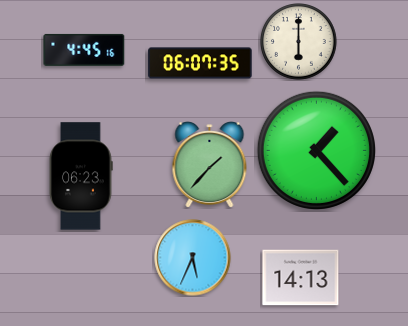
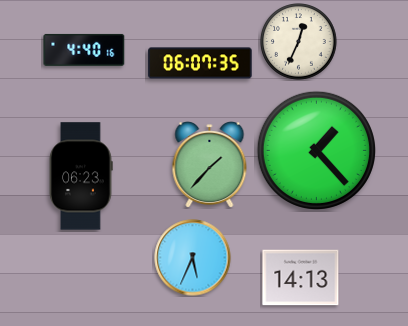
clock at (299, 42): 6:00 -> 12:34
clock at (84, 50): 4:45 -> 4:40
